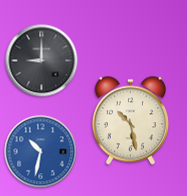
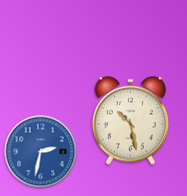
clock at (42, 61): 9:00 -> none
clock at (41, 152): 10:32 -> 2:32
